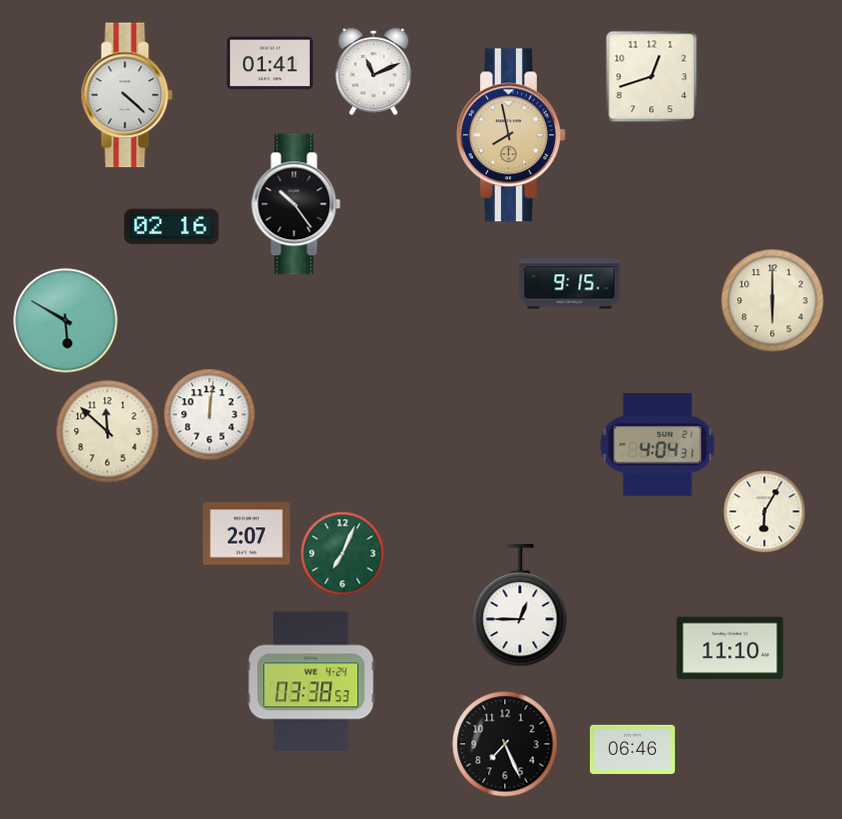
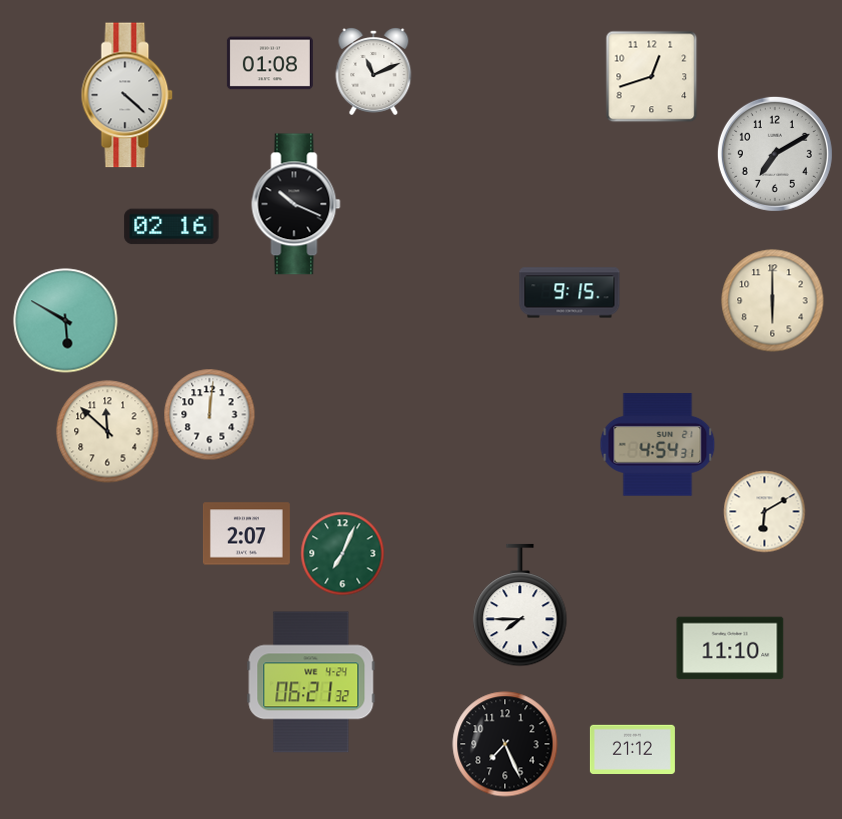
clock at (270, 63): 01:41 -> 01:08
clock at (512, 135): 7:58 -> none
clock at (775, 154): none -> 7:10
clock at (296, 204): 10:24 -> 10:19
clock at (570, 284) position: (570, 284) -> (570, 293)
clock at (658, 445): 4:04 -> 4:54
clock at (765, 512): 6:05 -> 6:10
clock at (520, 605): 12:45 -> 7:45
clock at (311, 682): 03:38 -> 06:21
clock at (632, 749): 06:46 -> 21:12
